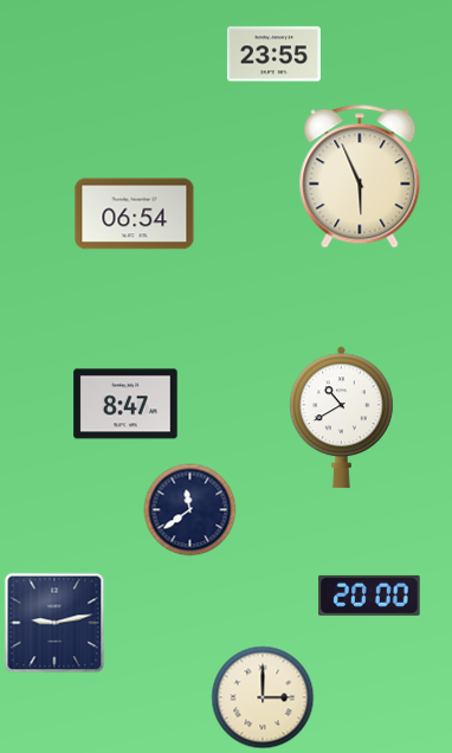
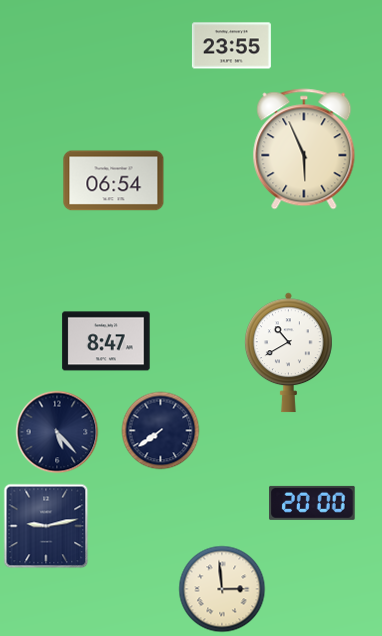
clock at (189, 509): 11:39 -> 7:39
clock at (57, 432): none -> 5:23
clock at (263, 697): 3:00 -> 2:59
